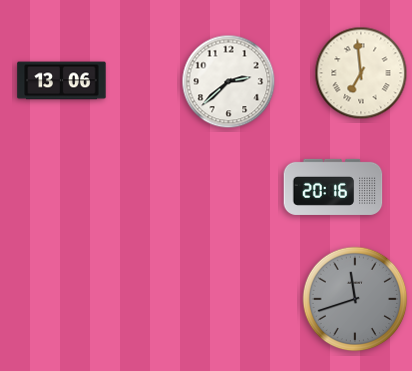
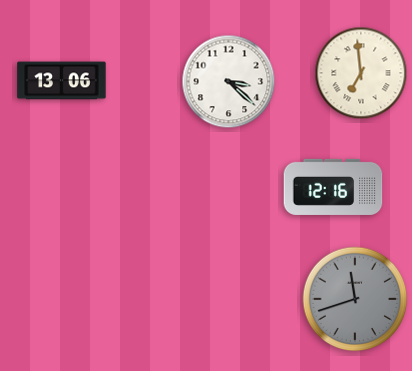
clock at (229, 82): 2:38 -> 3:22
clock at (333, 187): 20:16 -> 12:16
